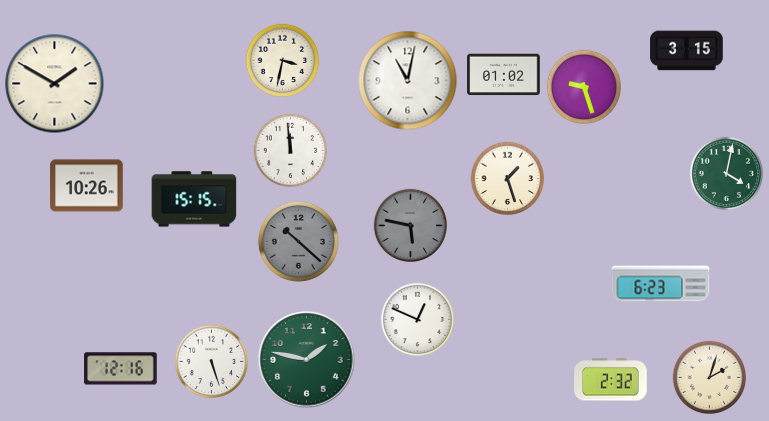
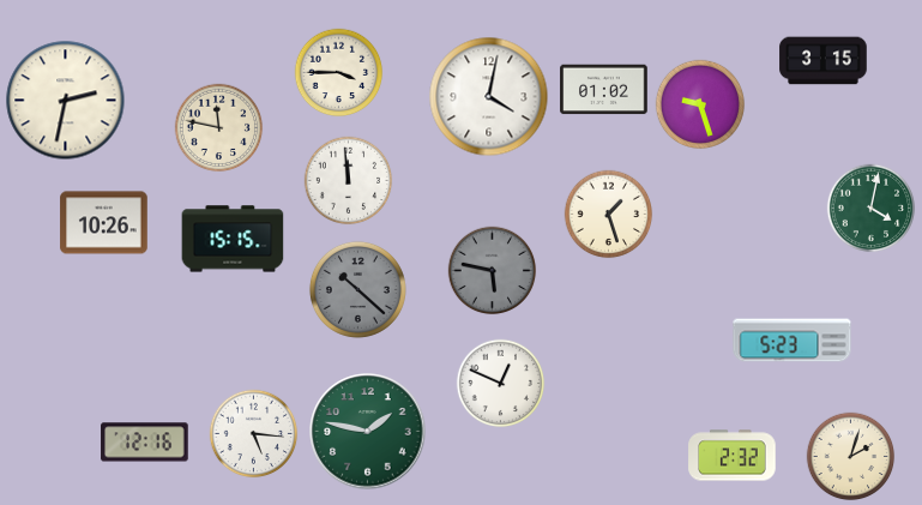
clock at (283, 61): 3:32 -> 3:45
clock at (408, 81): 11:02 -> 4:02
clock at (55, 84): 1:50 -> 2:32
clock at (219, 128): none -> 11:47
clock at (661, 284): 6:23 -> 5:23
clock at (212, 362): 5:27 -> 5:16
clock at (710, 378) position: (710, 378) -> (851, 457)
